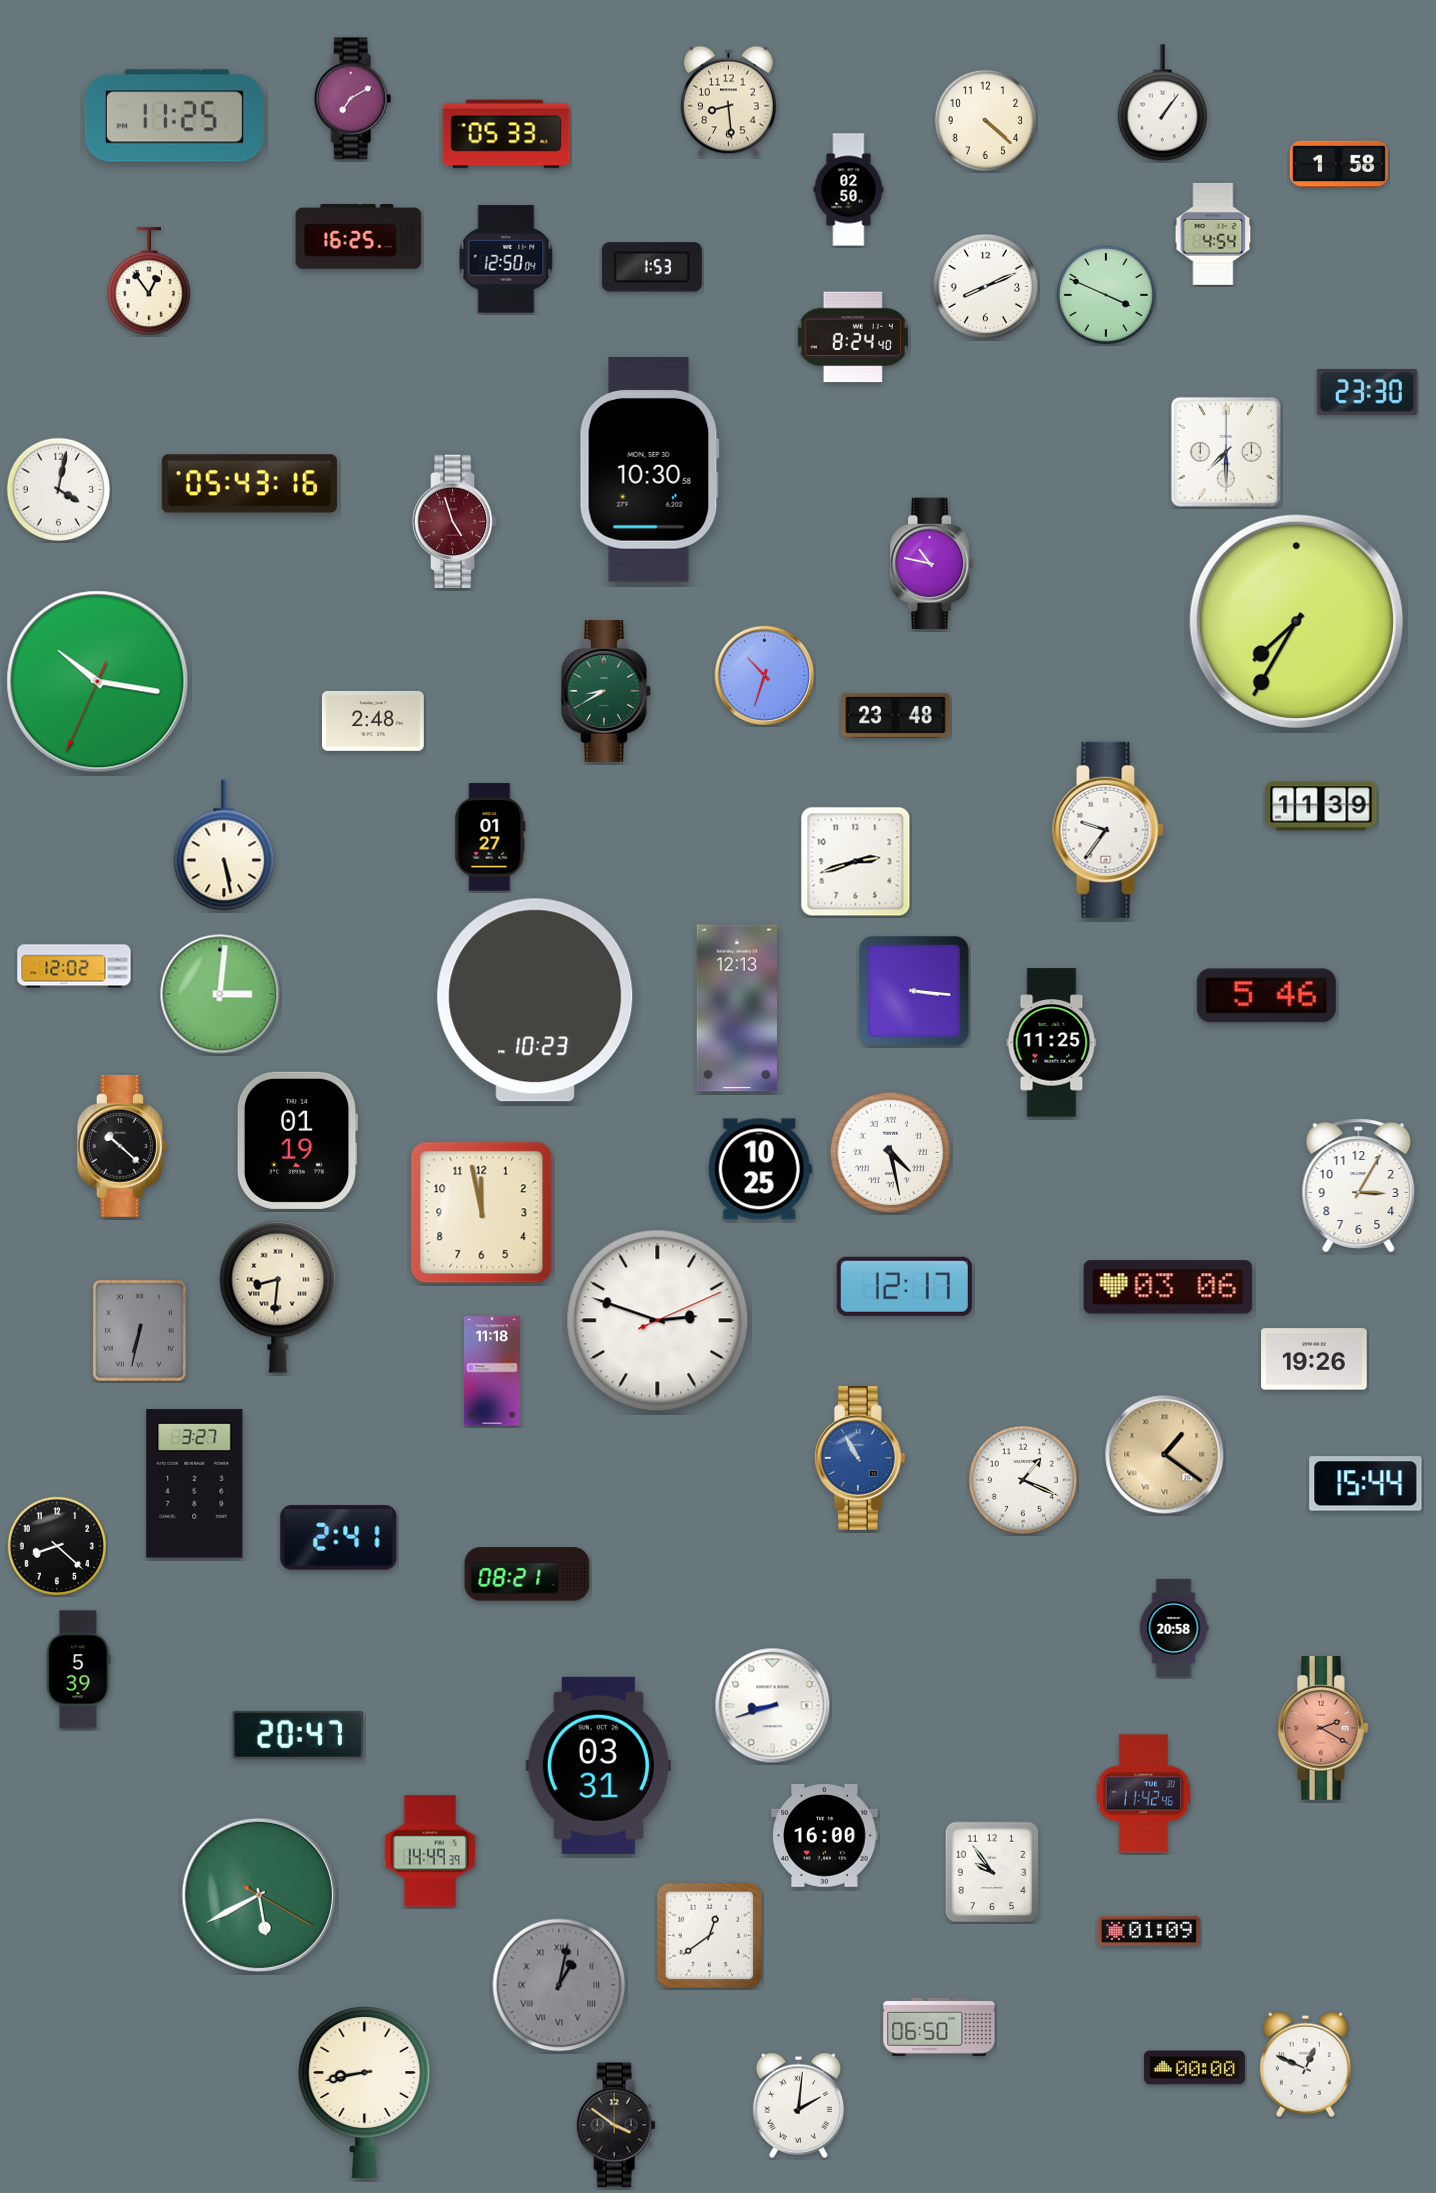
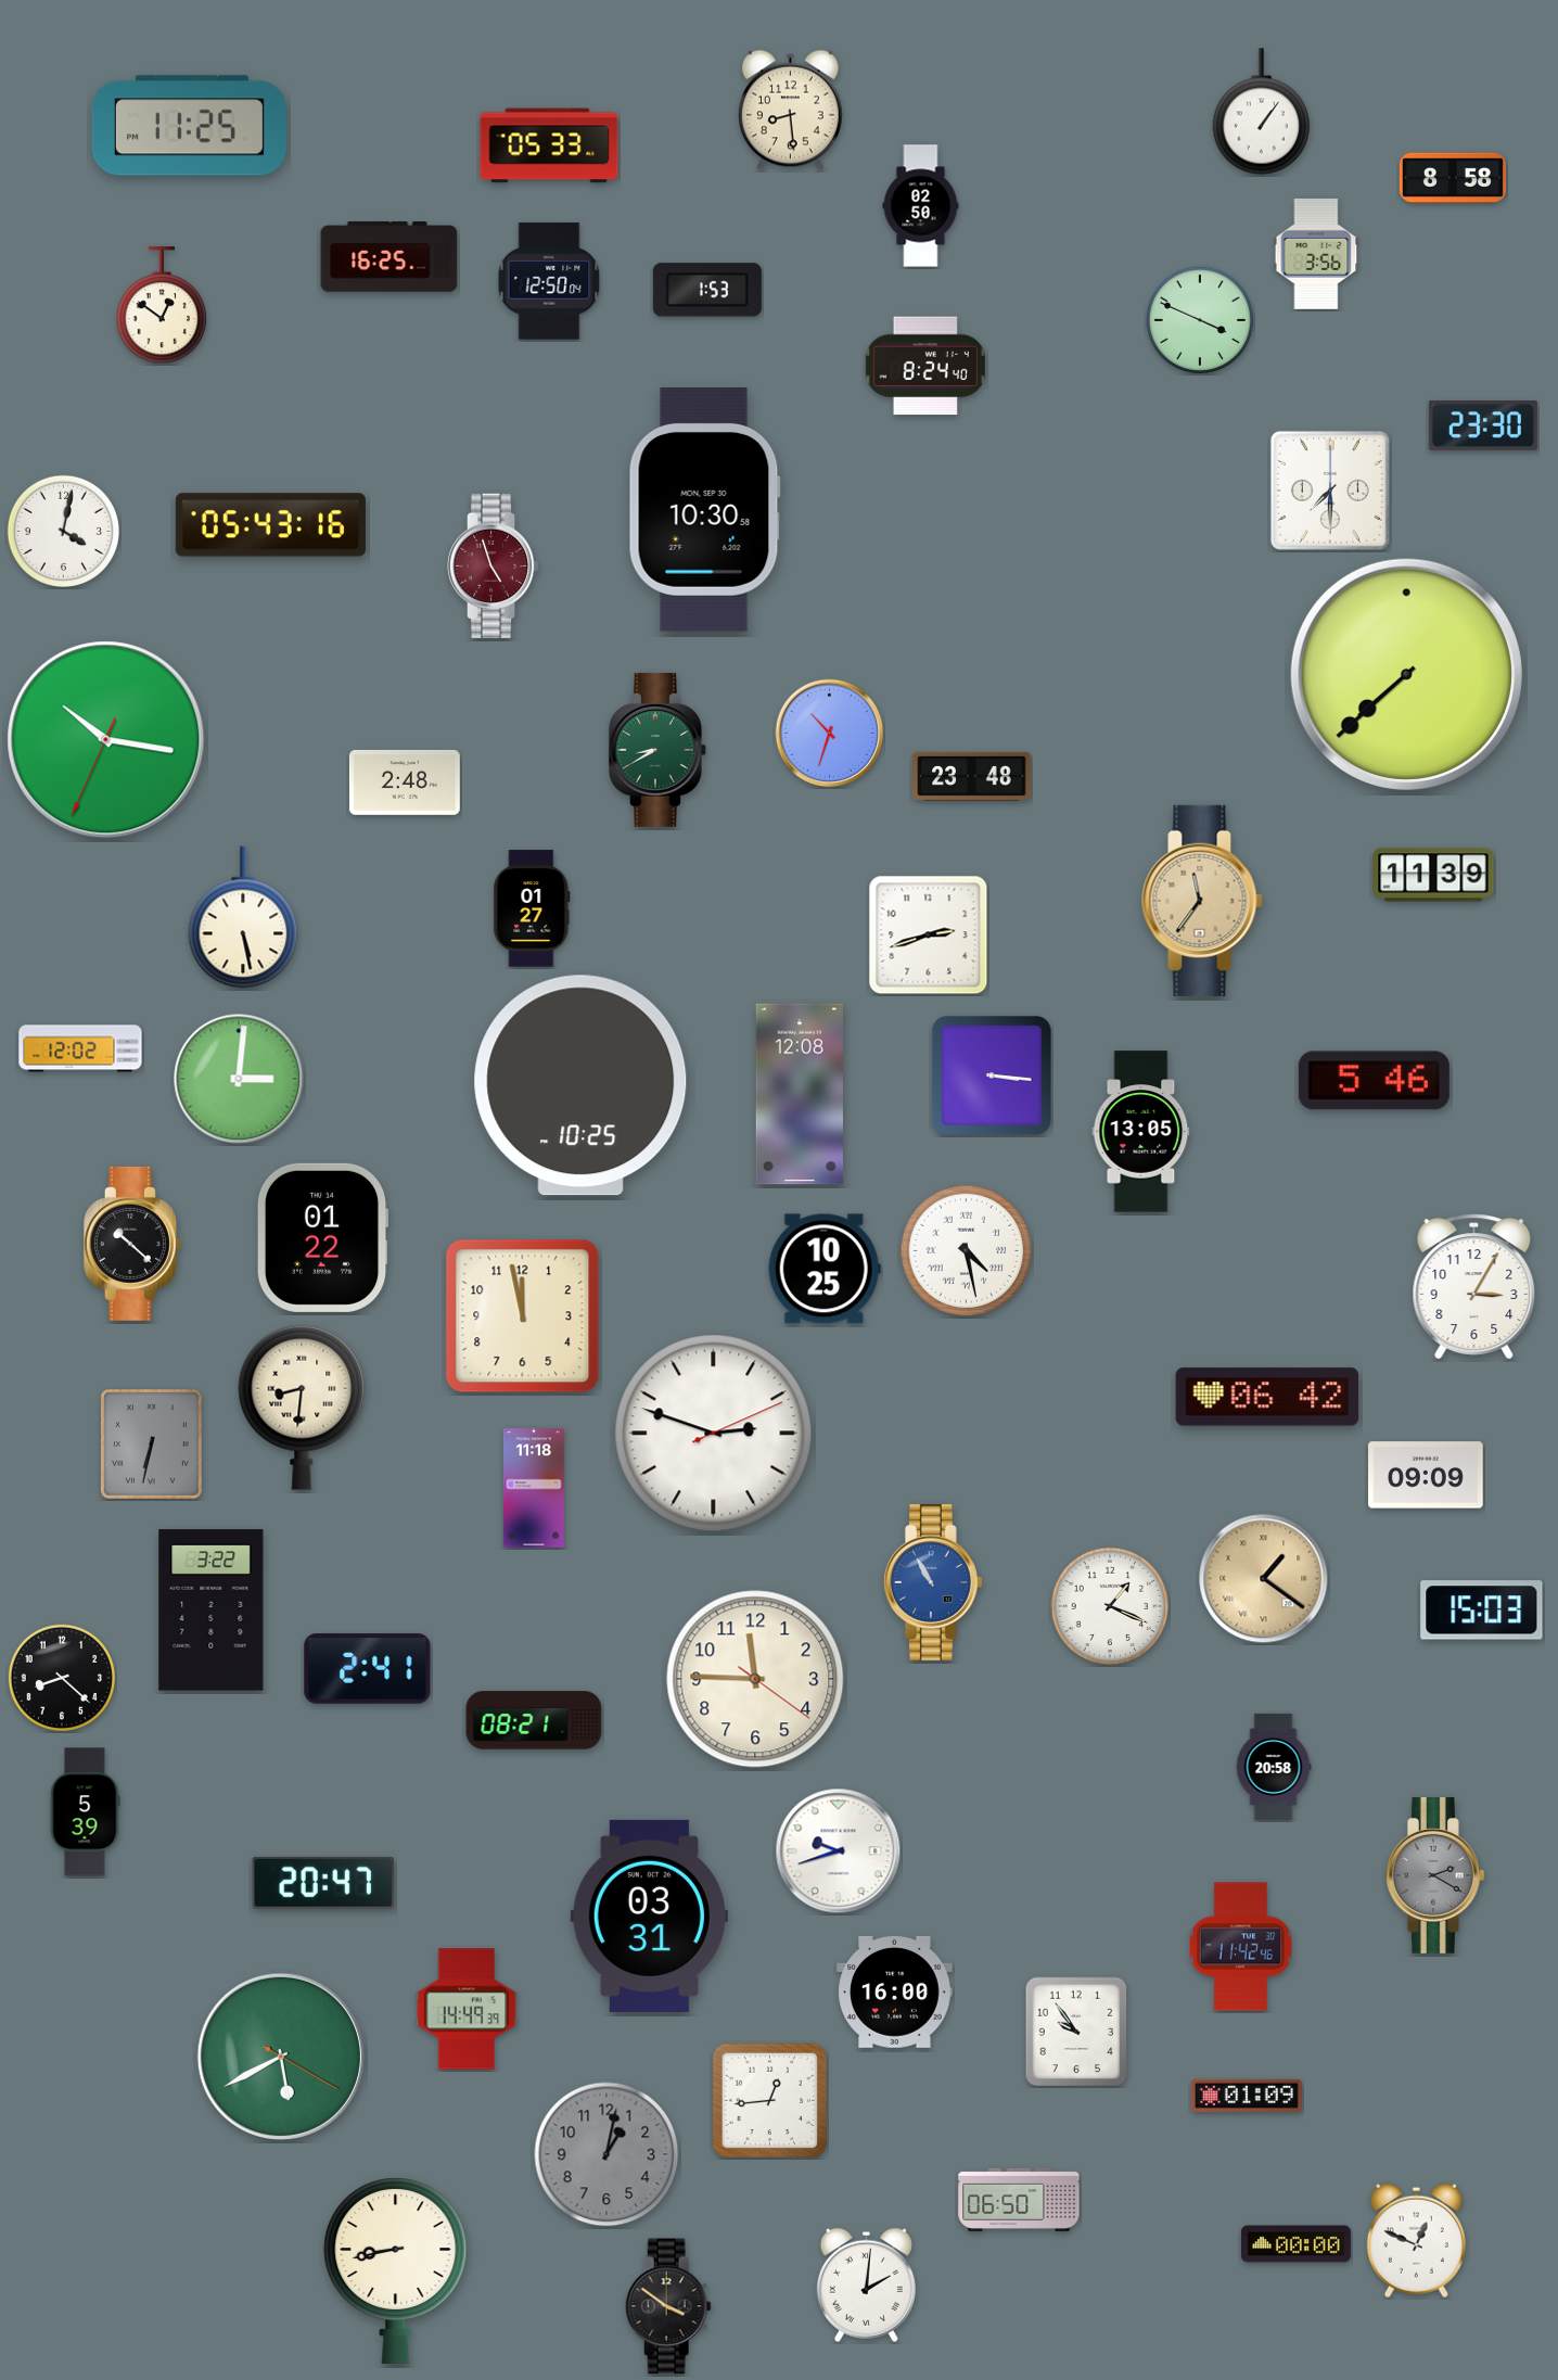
clock at (353, 99): 7:10 -> none
clock at (985, 120): 4:22 -> none
clock at (1339, 164): 1:58 -> 8:58
clock at (1213, 234): 4:54 -> 3:56
clock at (148, 282): 12:54 -> 12:51
clock at (985, 286): 8:11 -> none
clock at (932, 564): 10:47 -> none
clock at (1296, 621): 7:35 -> 7:38
clock at (1108, 830): 9:36 -> 11:36
clock at (1108, 830) dial: white -> champagne
clock at (535, 1000): 10:23 -> 10:25
clock at (737, 1008): 12:13 -> 12:08
clock at (1052, 1043): 11:25 -> 13:05
clock at (297, 1140): 01:19 -> 01:22
clock at (904, 1286): 12:17 -> none
clock at (1168, 1287): 03:06 -> 06:42
clock at (1314, 1359): 19:26 -> 09:09
clock at (195, 1484): 3:27 -> 3:22
clock at (1366, 1484): 15:44 -> 15:03
clock at (755, 1679): none -> 11:45
clock at (527, 1574) position: (527, 1574) -> (534, 1720)
clock at (773, 1706): 8:42 -> 9:42
clock at (1323, 1728) dial: salmon -> grey
clock at (710, 1936): 12:39 -> 12:44
clock at (559, 1985) numerals: Roman -> Arabic
